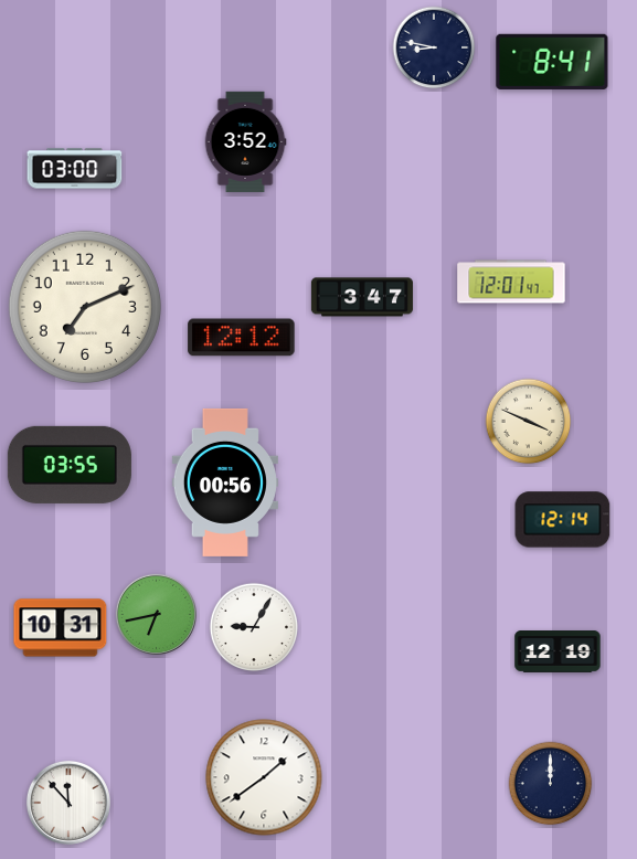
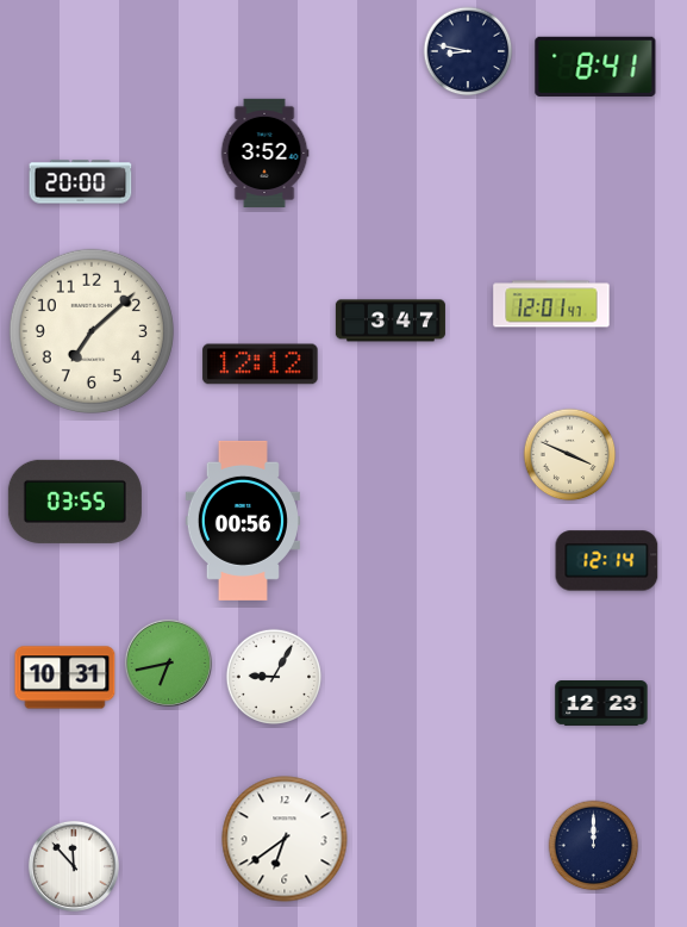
clock at (75, 169): 03:00 -> 20:00
clock at (85, 307): 7:11 -> 7:08
clock at (558, 653): 12:19 -> 12:23
clock at (264, 777): 1:39 -> 6:39
